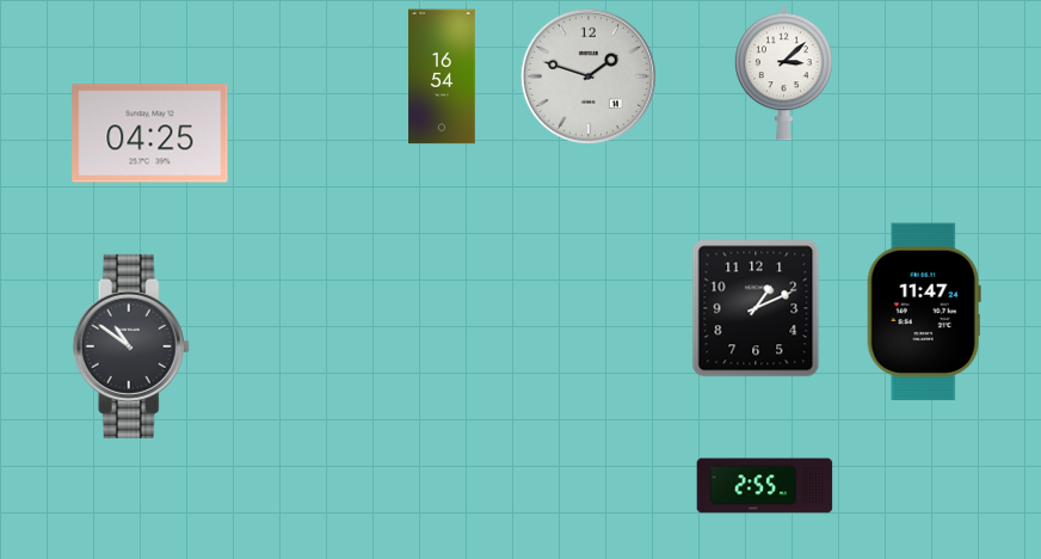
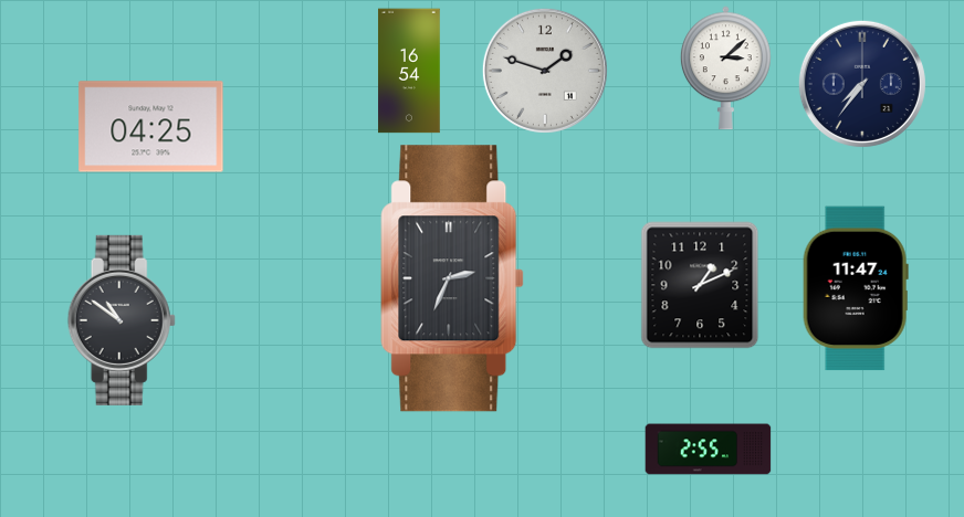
clock at (862, 84): none -> 7:36
clock at (150, 134) position: (150, 134) -> (151, 127)
clock at (452, 278): none -> 2:34
